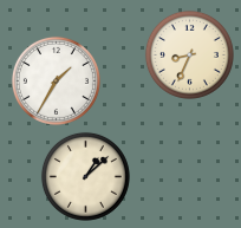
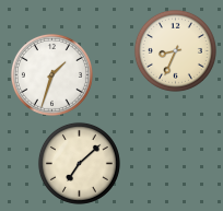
clock at (56, 80): 1:35 -> 1:33
clock at (85, 176): 1:08 -> 7:08
